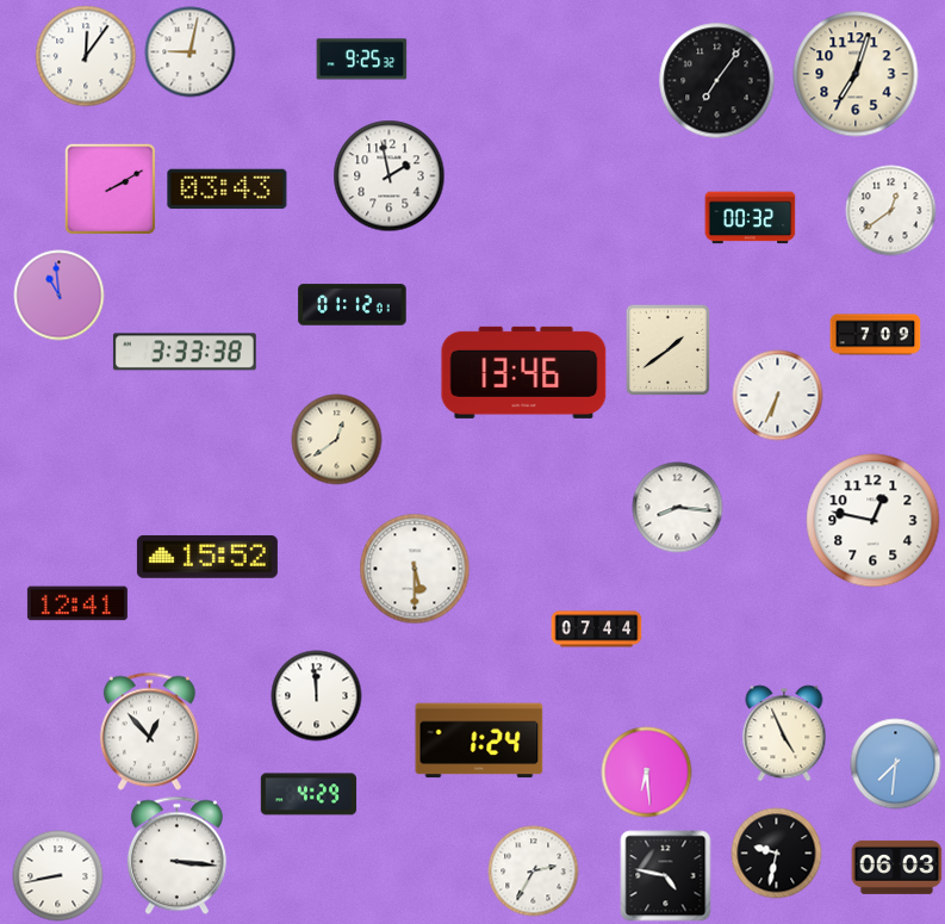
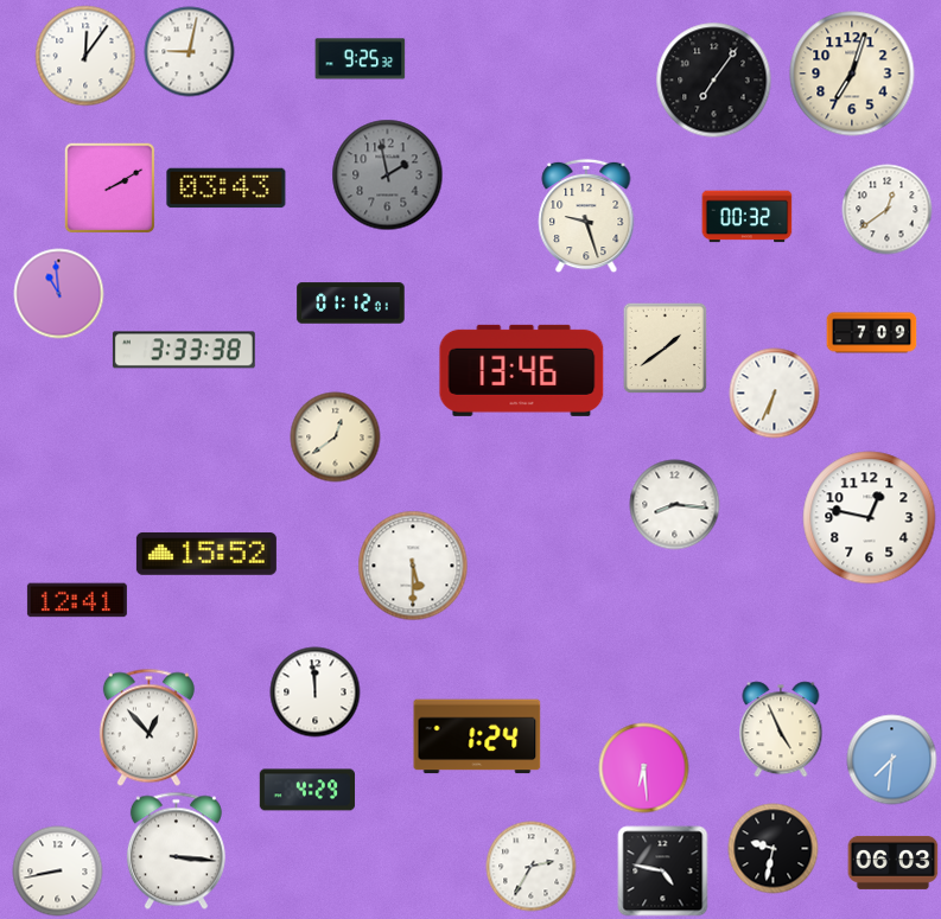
clock at (390, 176) dial: white -> grey
clock at (586, 216): none -> 9:27
clock at (597, 630): 07:44 -> none
